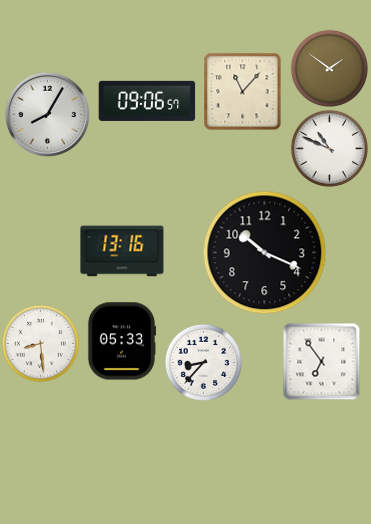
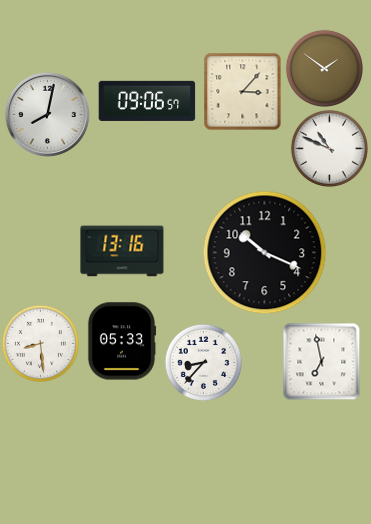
clock at (329, 68) position: (329, 68) -> (324, 68)
clock at (242, 91): 11:07 -> 3:07
clock at (47, 114): 8:05 -> 8:02
clock at (321, 361): 6:54 -> 6:58
